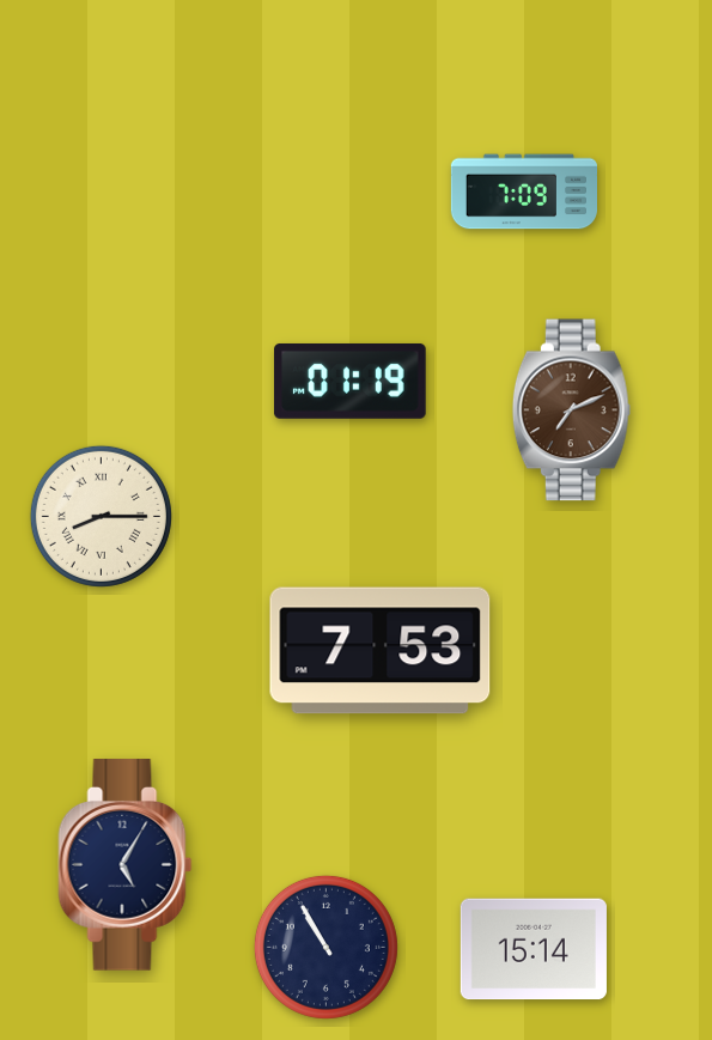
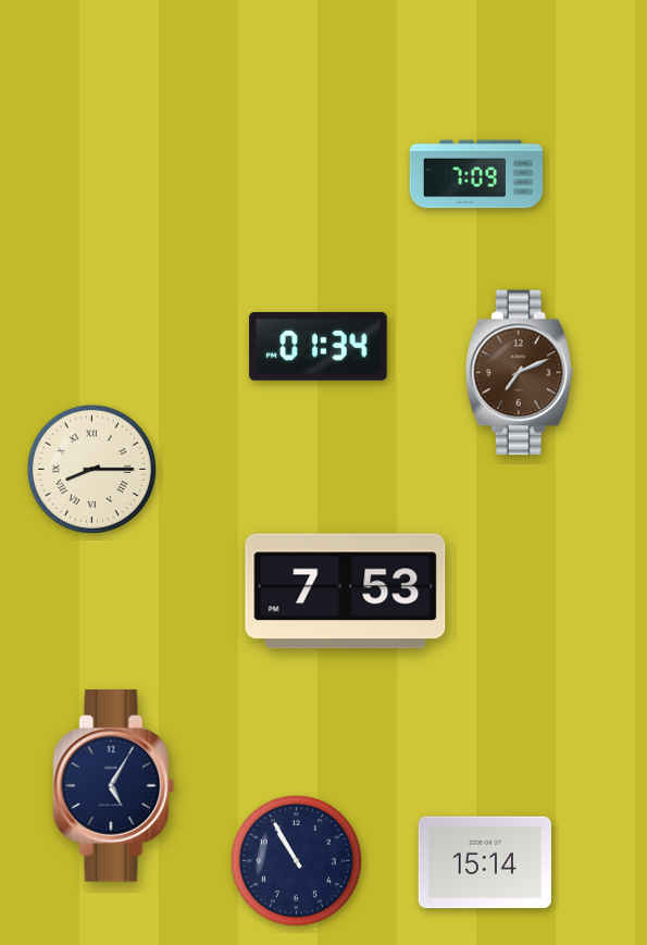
clock at (351, 382): 01:19 -> 01:34
